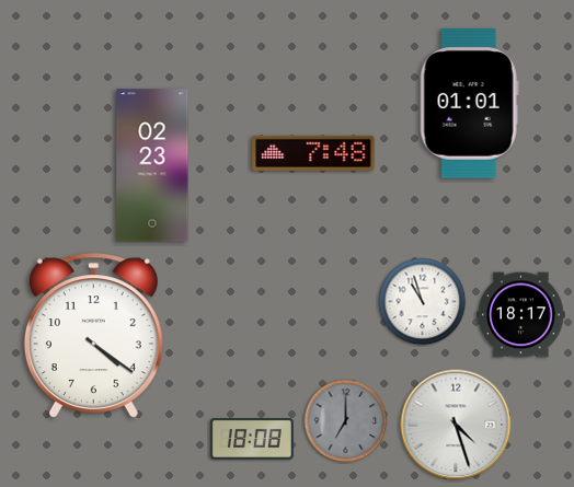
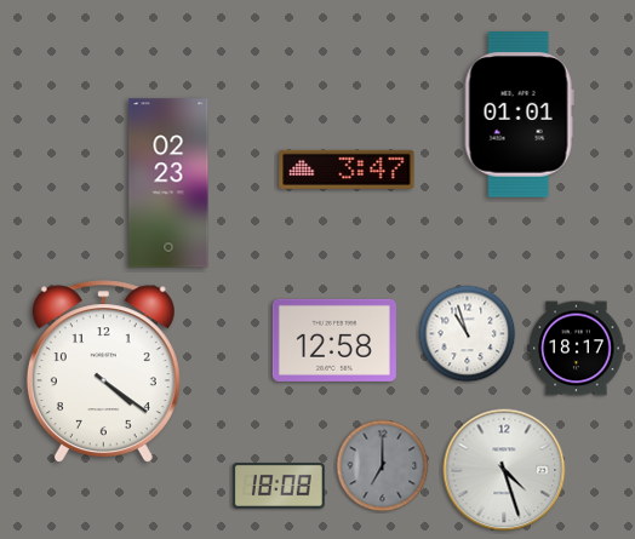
clock at (313, 153): 7:48 -> 3:47
clock at (334, 340): none -> 12:58
